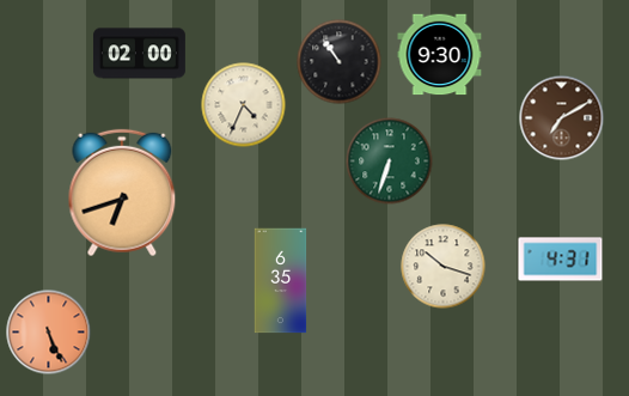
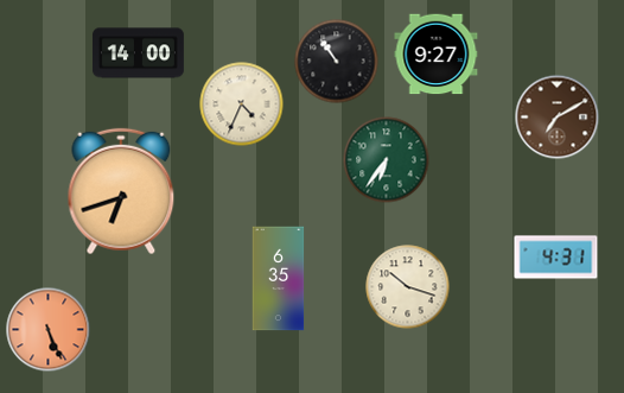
clock at (139, 54): 02:00 -> 14:00
clock at (440, 55): 9:30 -> 9:27
clock at (390, 162): 6:33 -> 6:36
clock at (444, 267) position: (444, 267) -> (408, 287)
